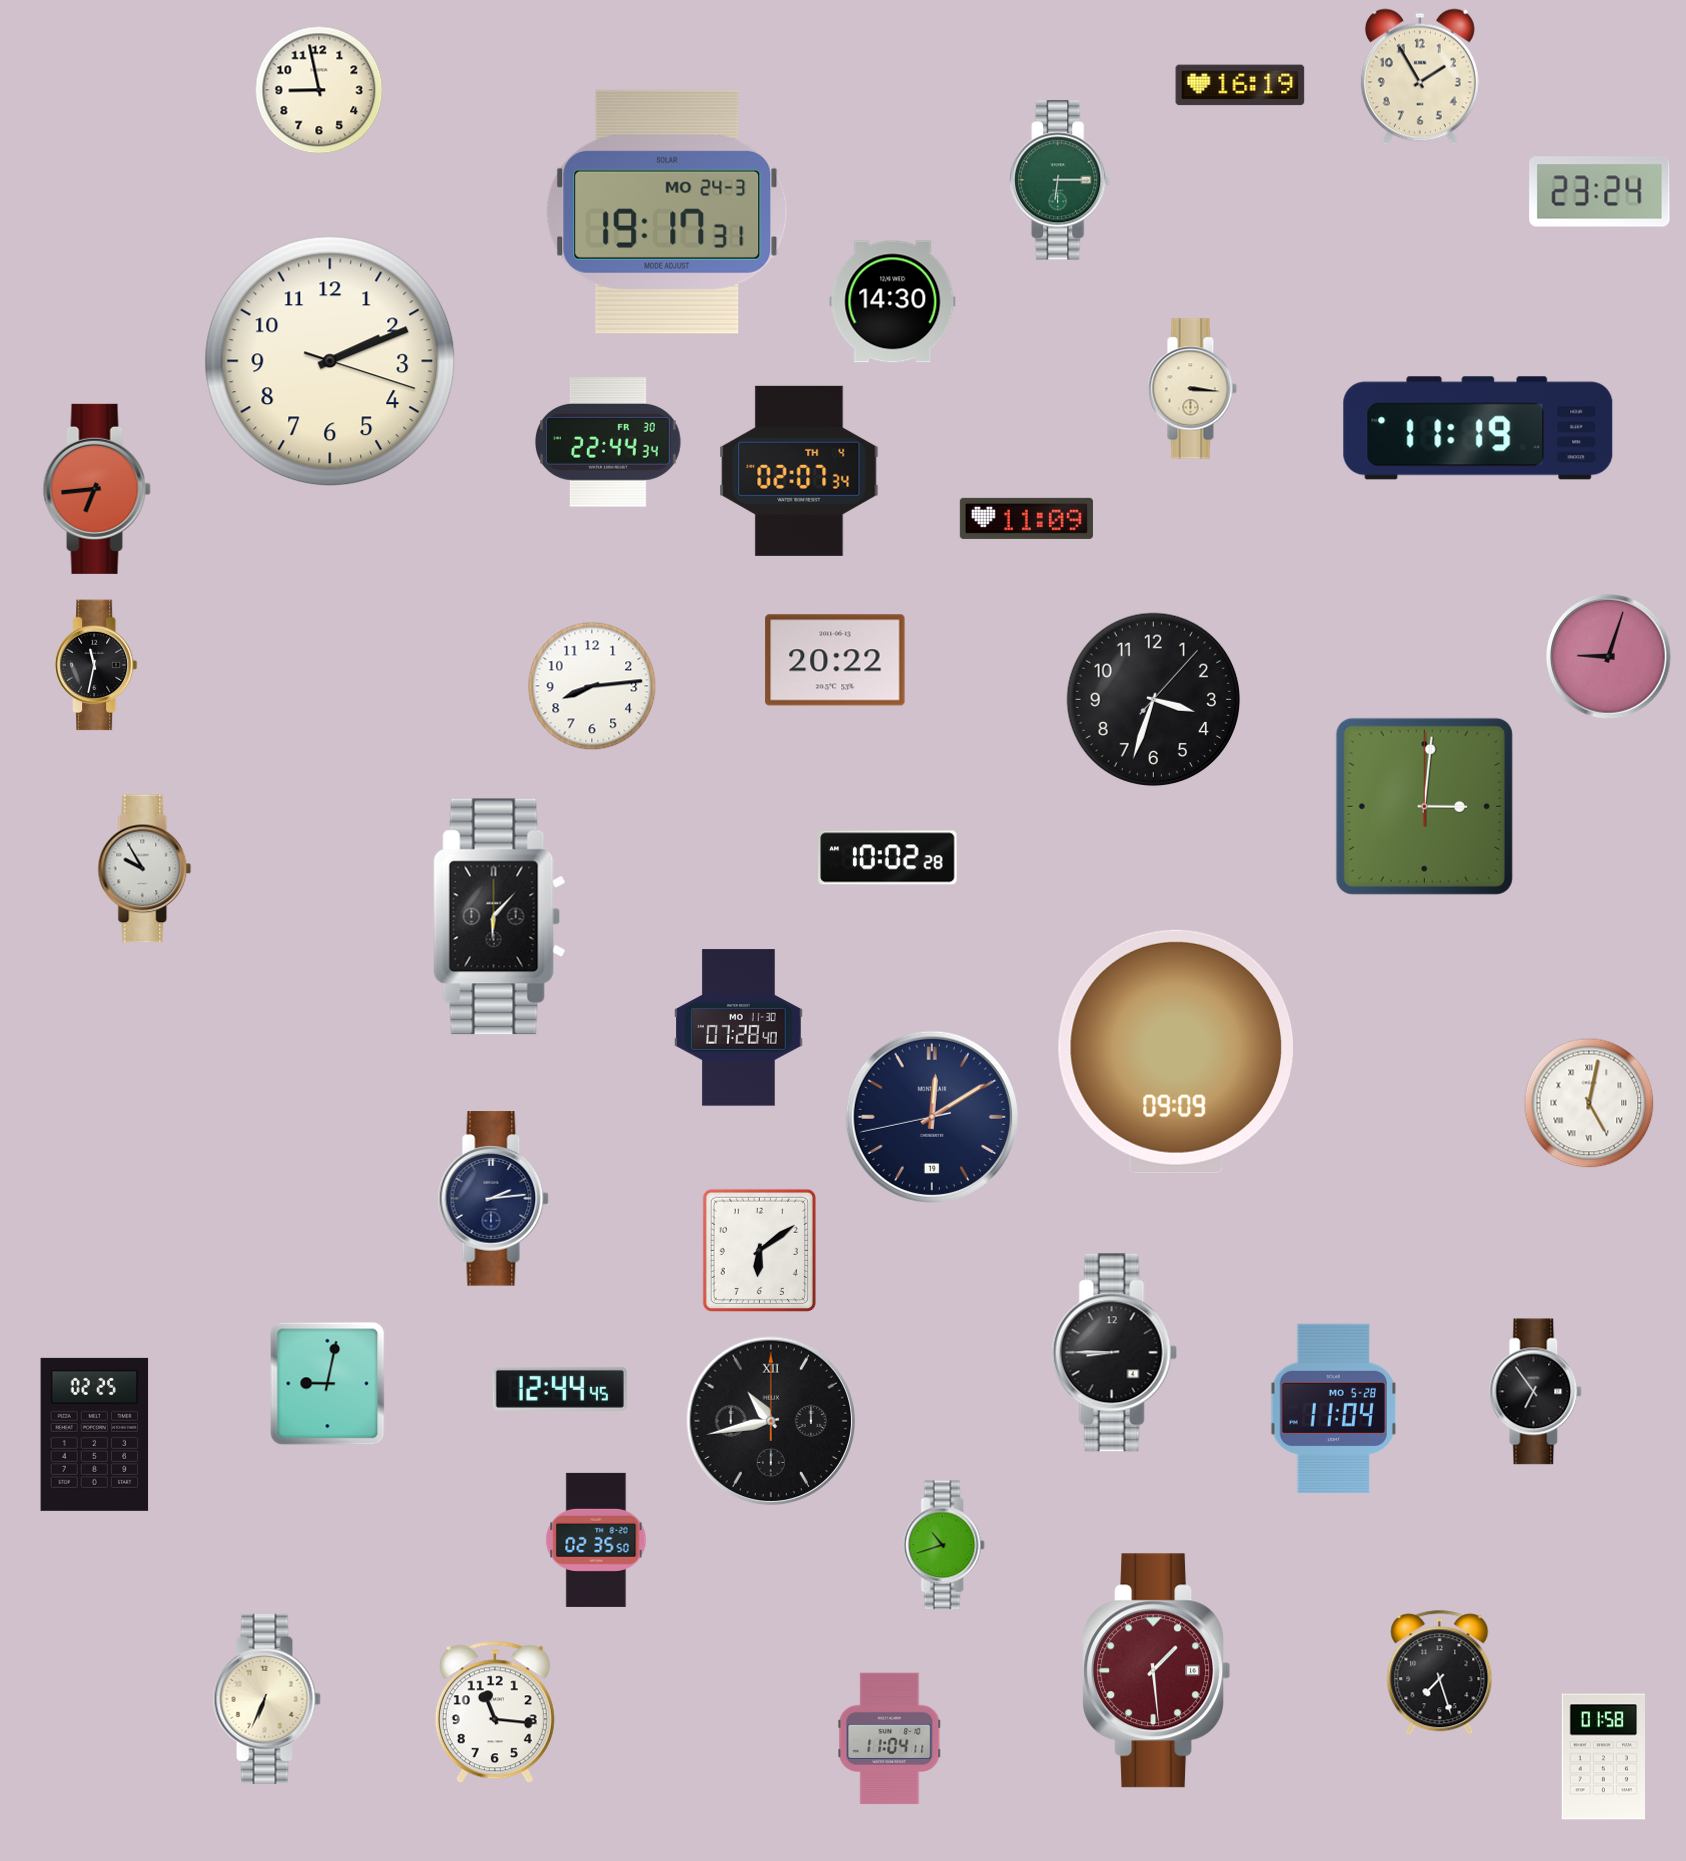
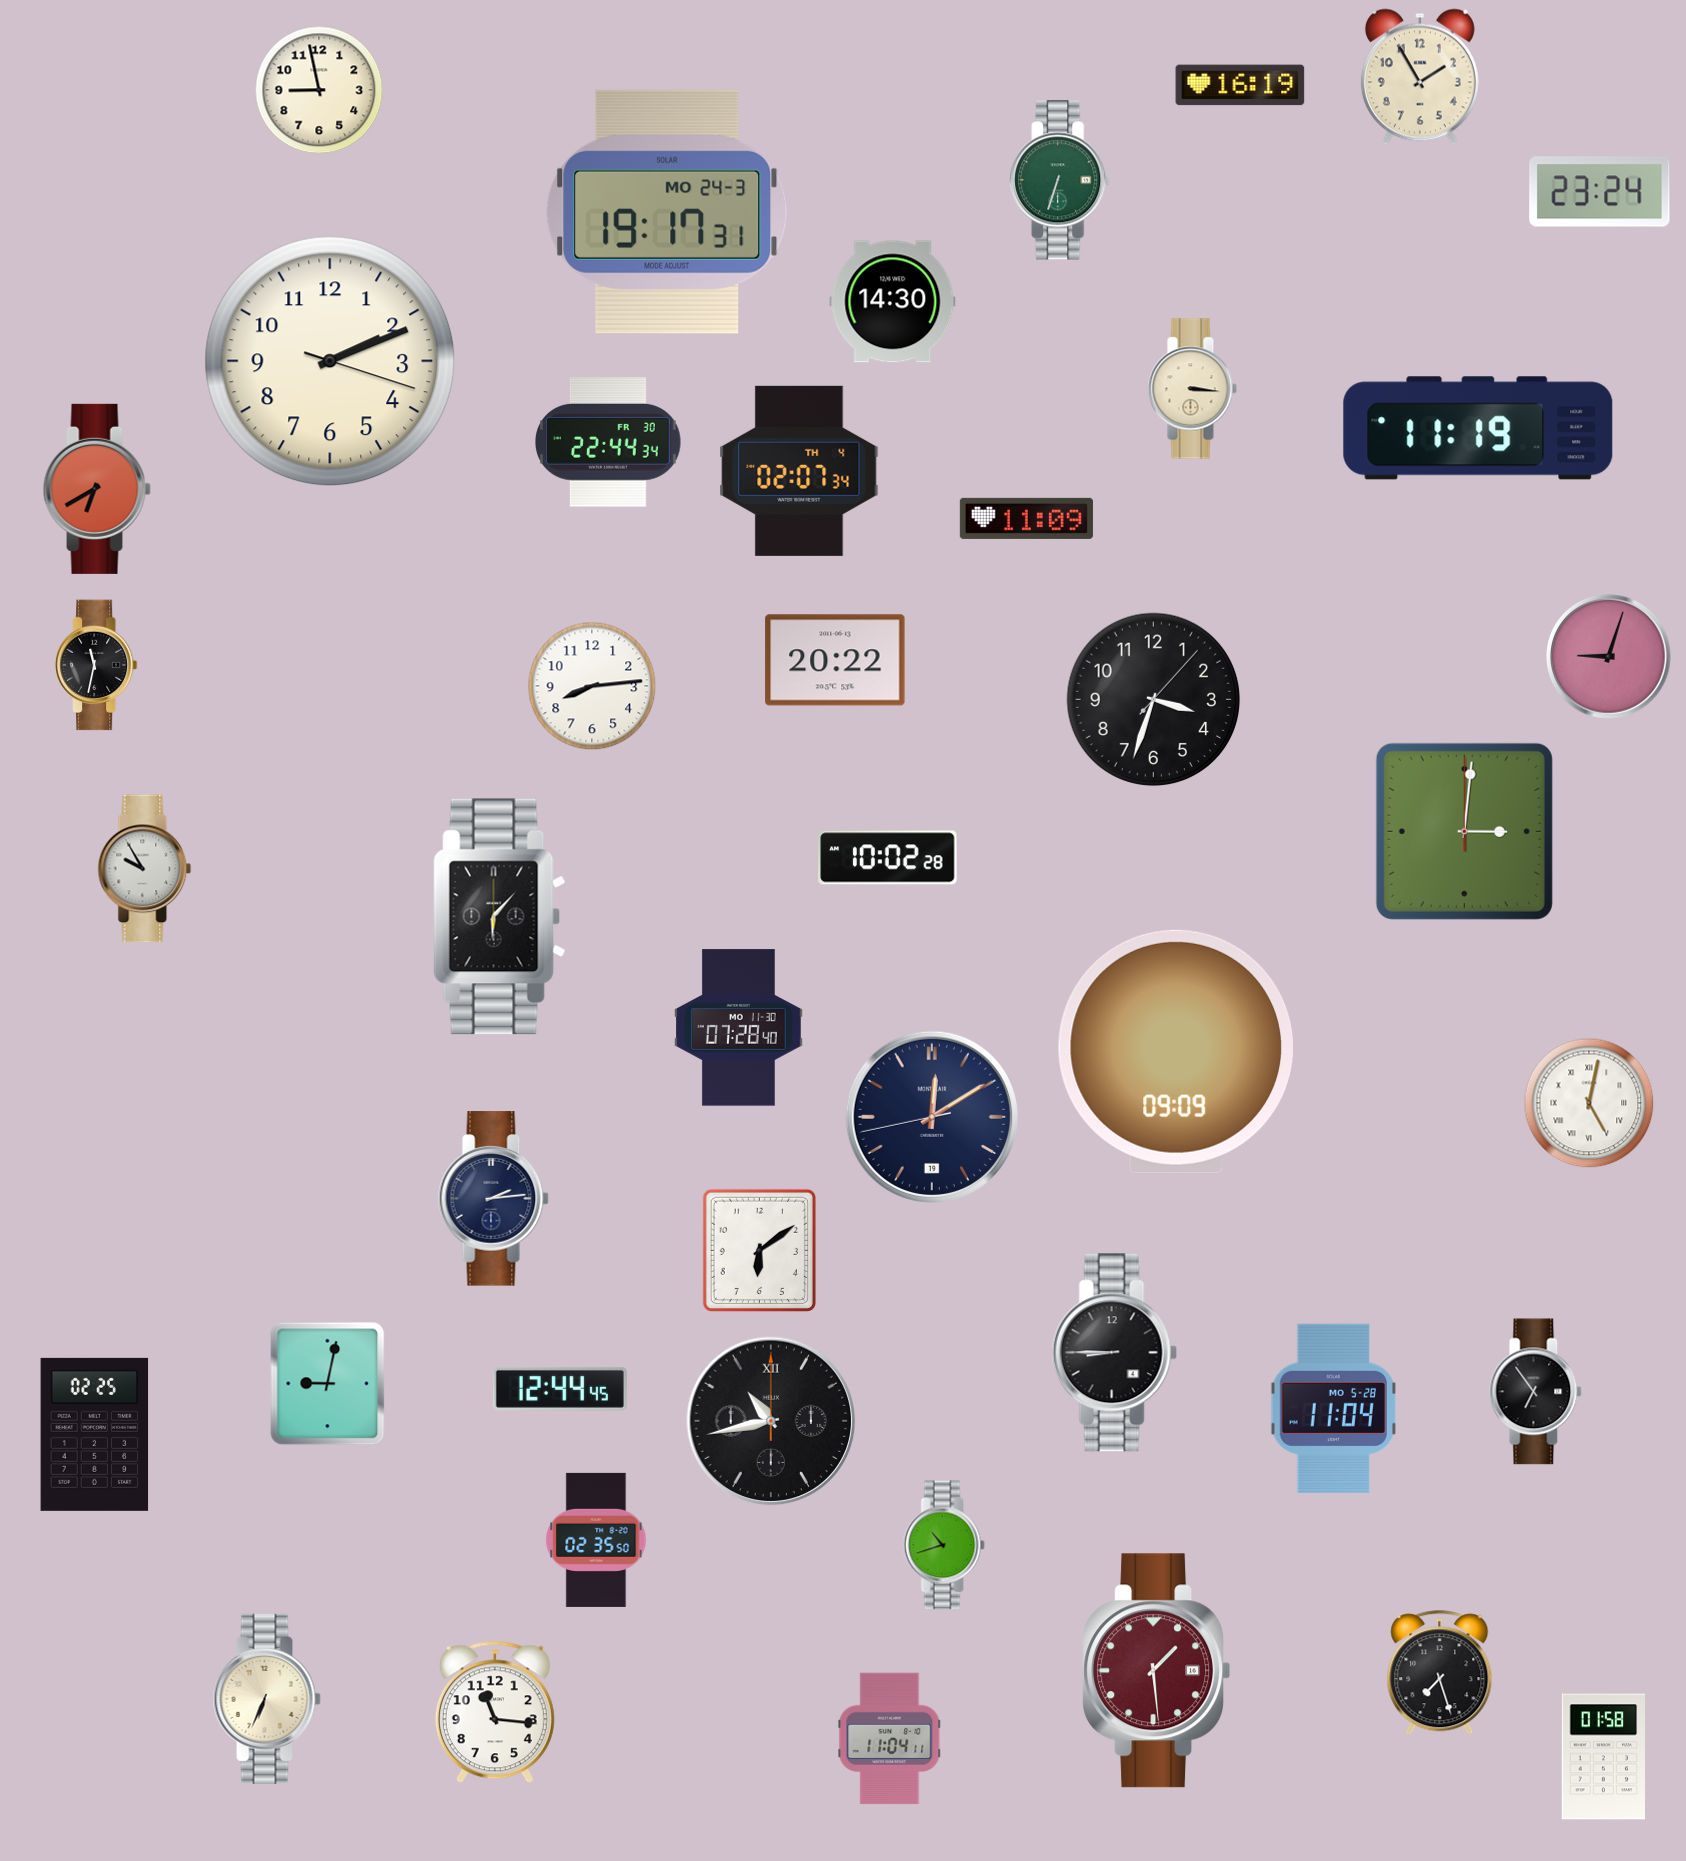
clock at (1060, 180): 6:15 -> 6:33
clock at (97, 489): 6:44 -> 6:40
clock at (1424, 806) position: (1424, 806) -> (1464, 831)
